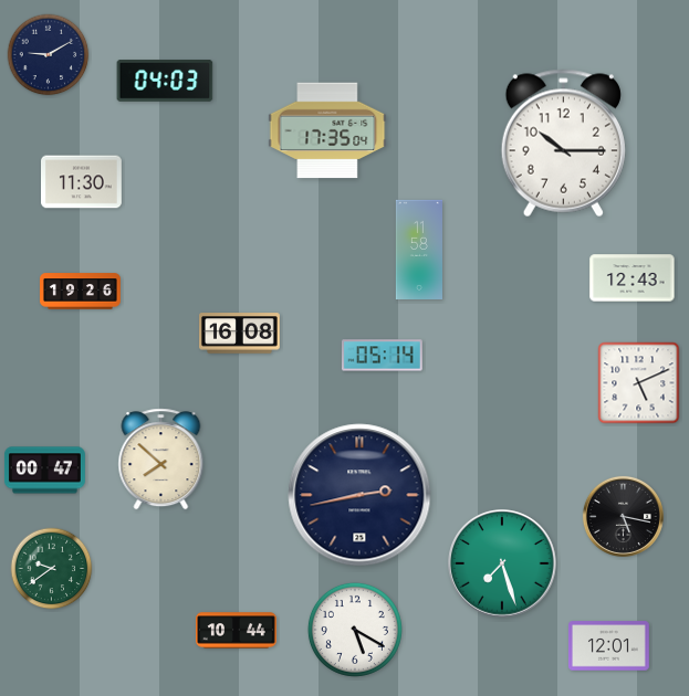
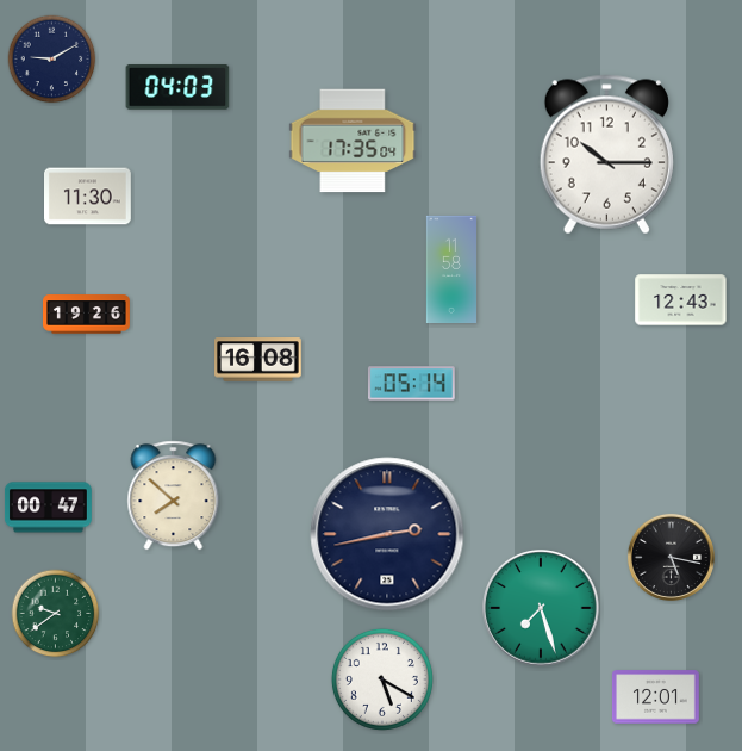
clock at (639, 383): 5:11 -> none
clock at (237, 631): 10:44 -> none
